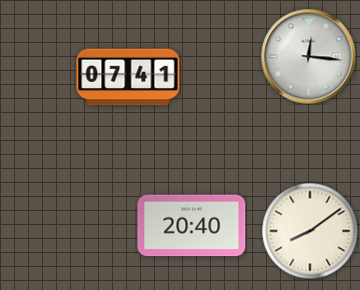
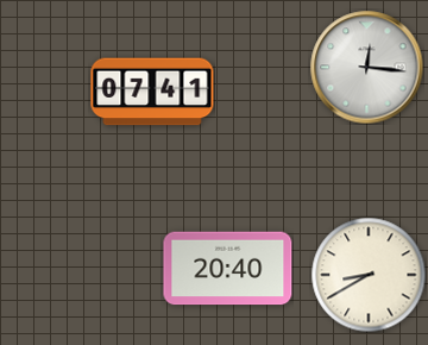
clock at (310, 231): 8:09 -> 8:40
